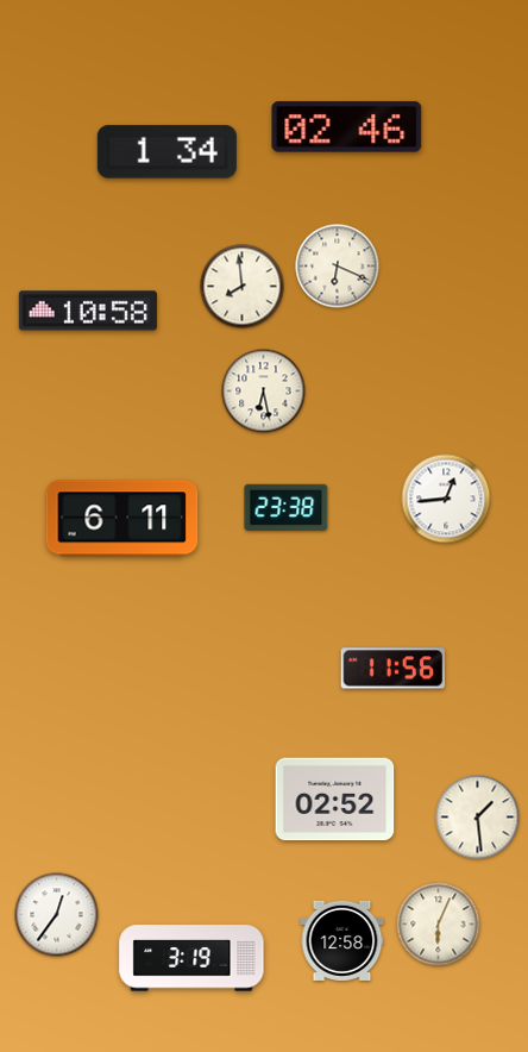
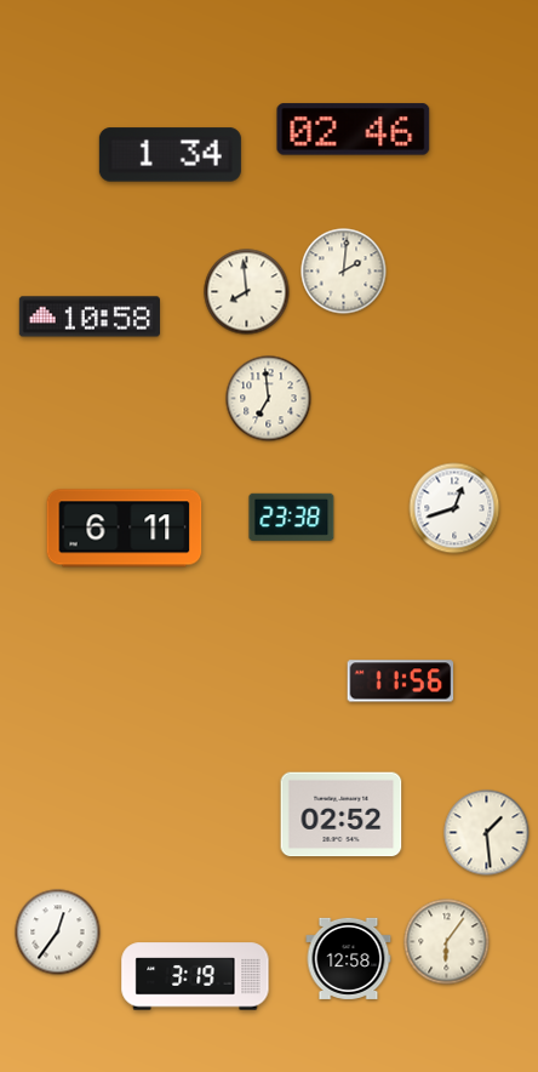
clock at (338, 267): 6:19 -> 2:01
clock at (264, 392): 6:28 -> 6:59
clock at (446, 499): 12:44 -> 12:42
clock at (439, 925): 6:04 -> 6:06
